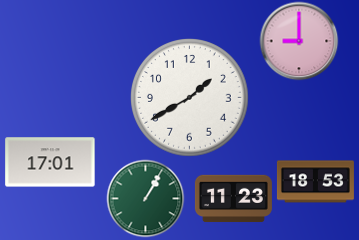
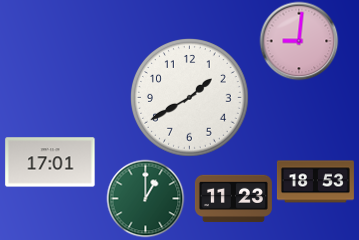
clock at (299, 41): 9:00 -> 9:01
clock at (145, 198): 1:05 -> 1:00
